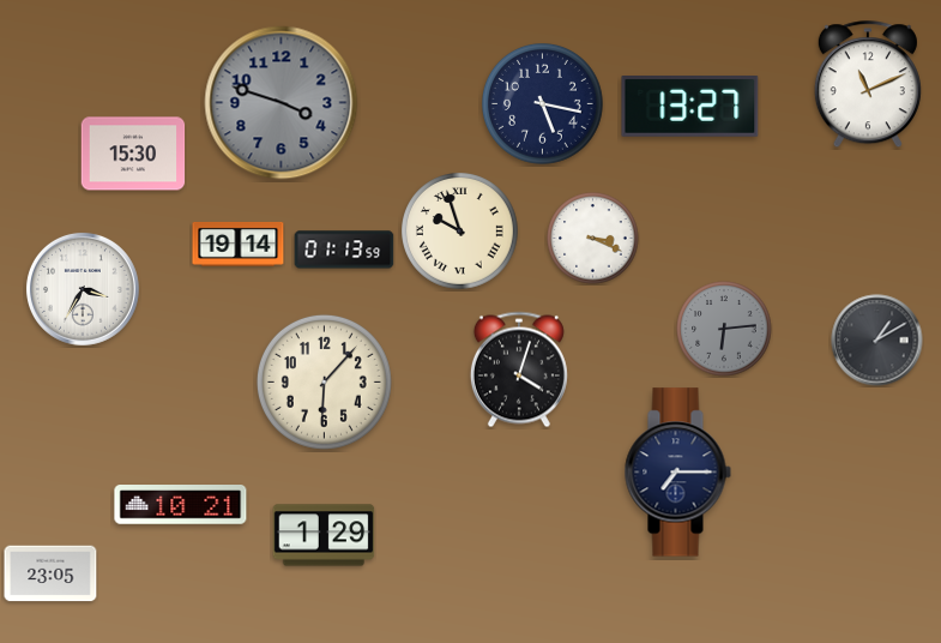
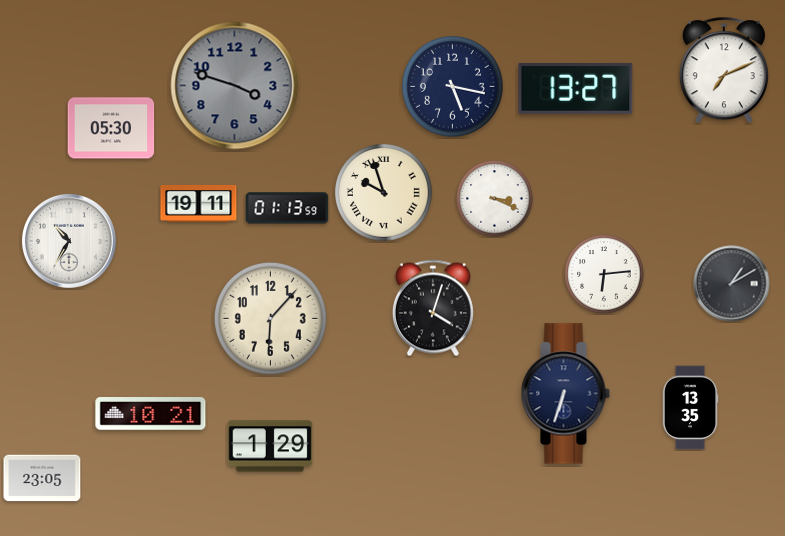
clock at (868, 85): 11:11 -> 7:11
clock at (133, 154): 15:30 -> 05:30
clock at (239, 244): 19:14 -> 19:11
clock at (83, 289): 3:35 -> 10:35
clock at (724, 329) dial: grey -> white
clock at (677, 473): 7:15 -> 6:33
clock at (690, 408): none -> 13:35
clock at (181, 505) position: (181, 505) -> (151, 414)
